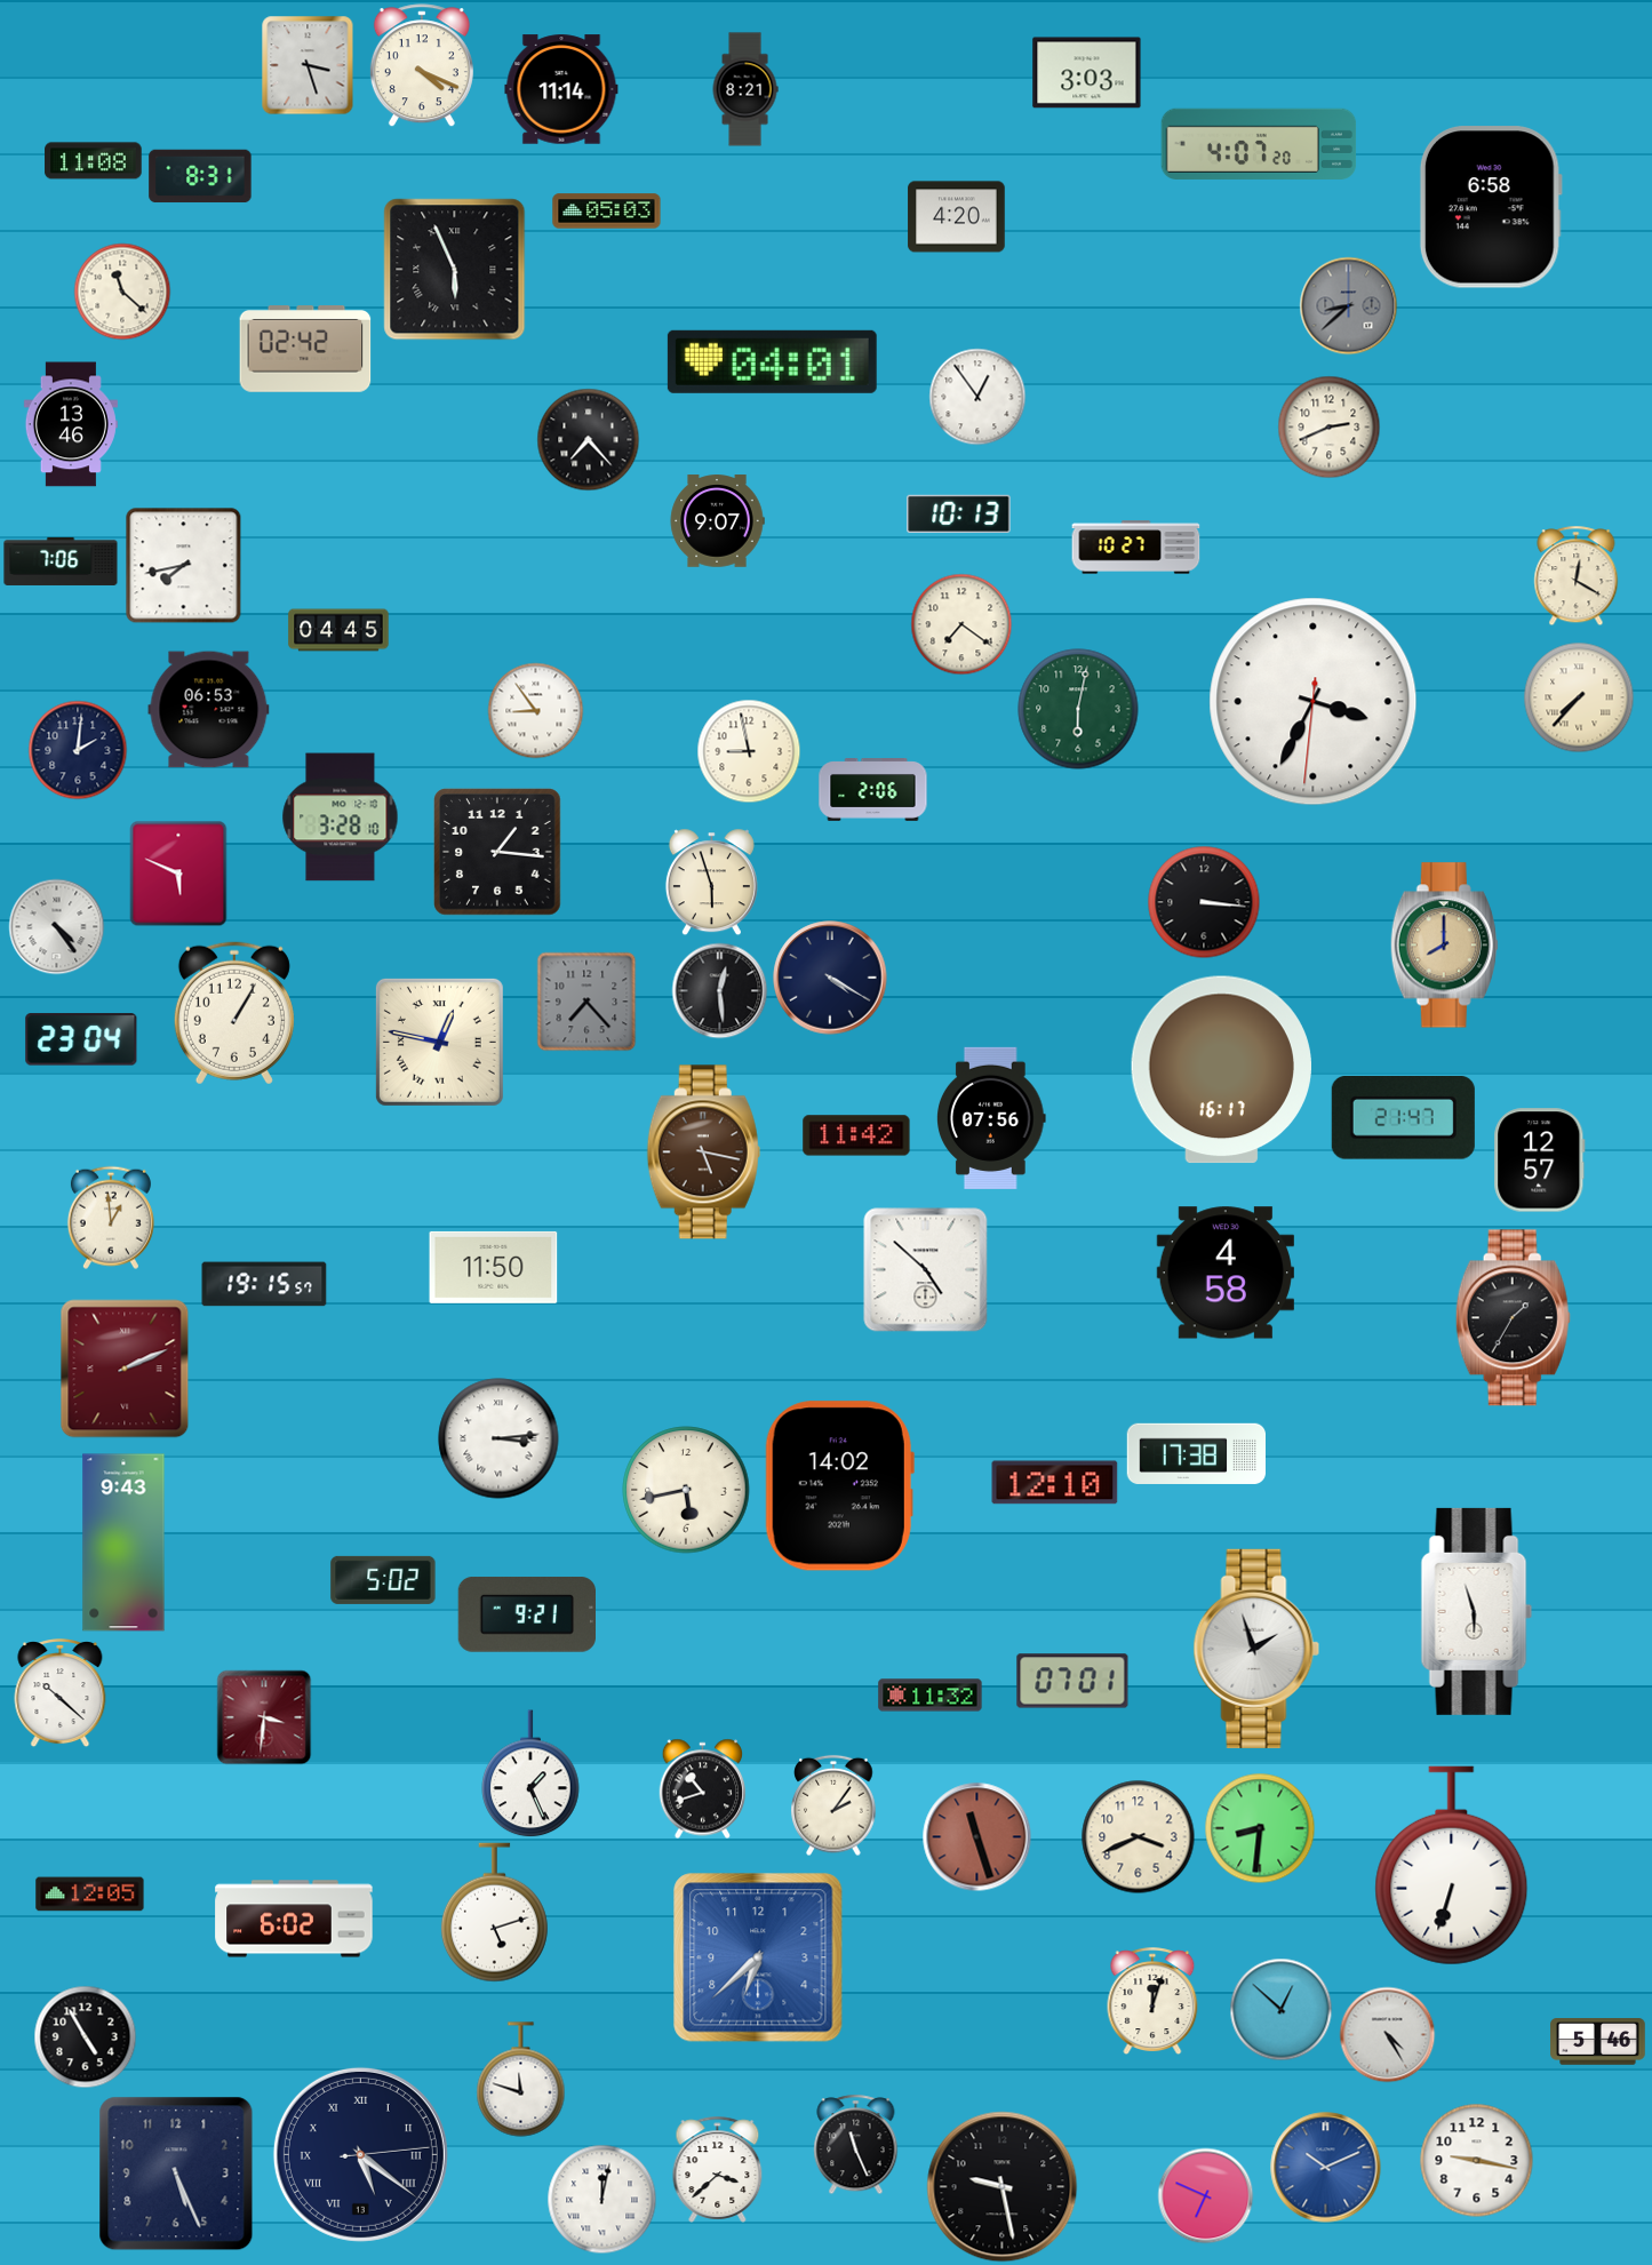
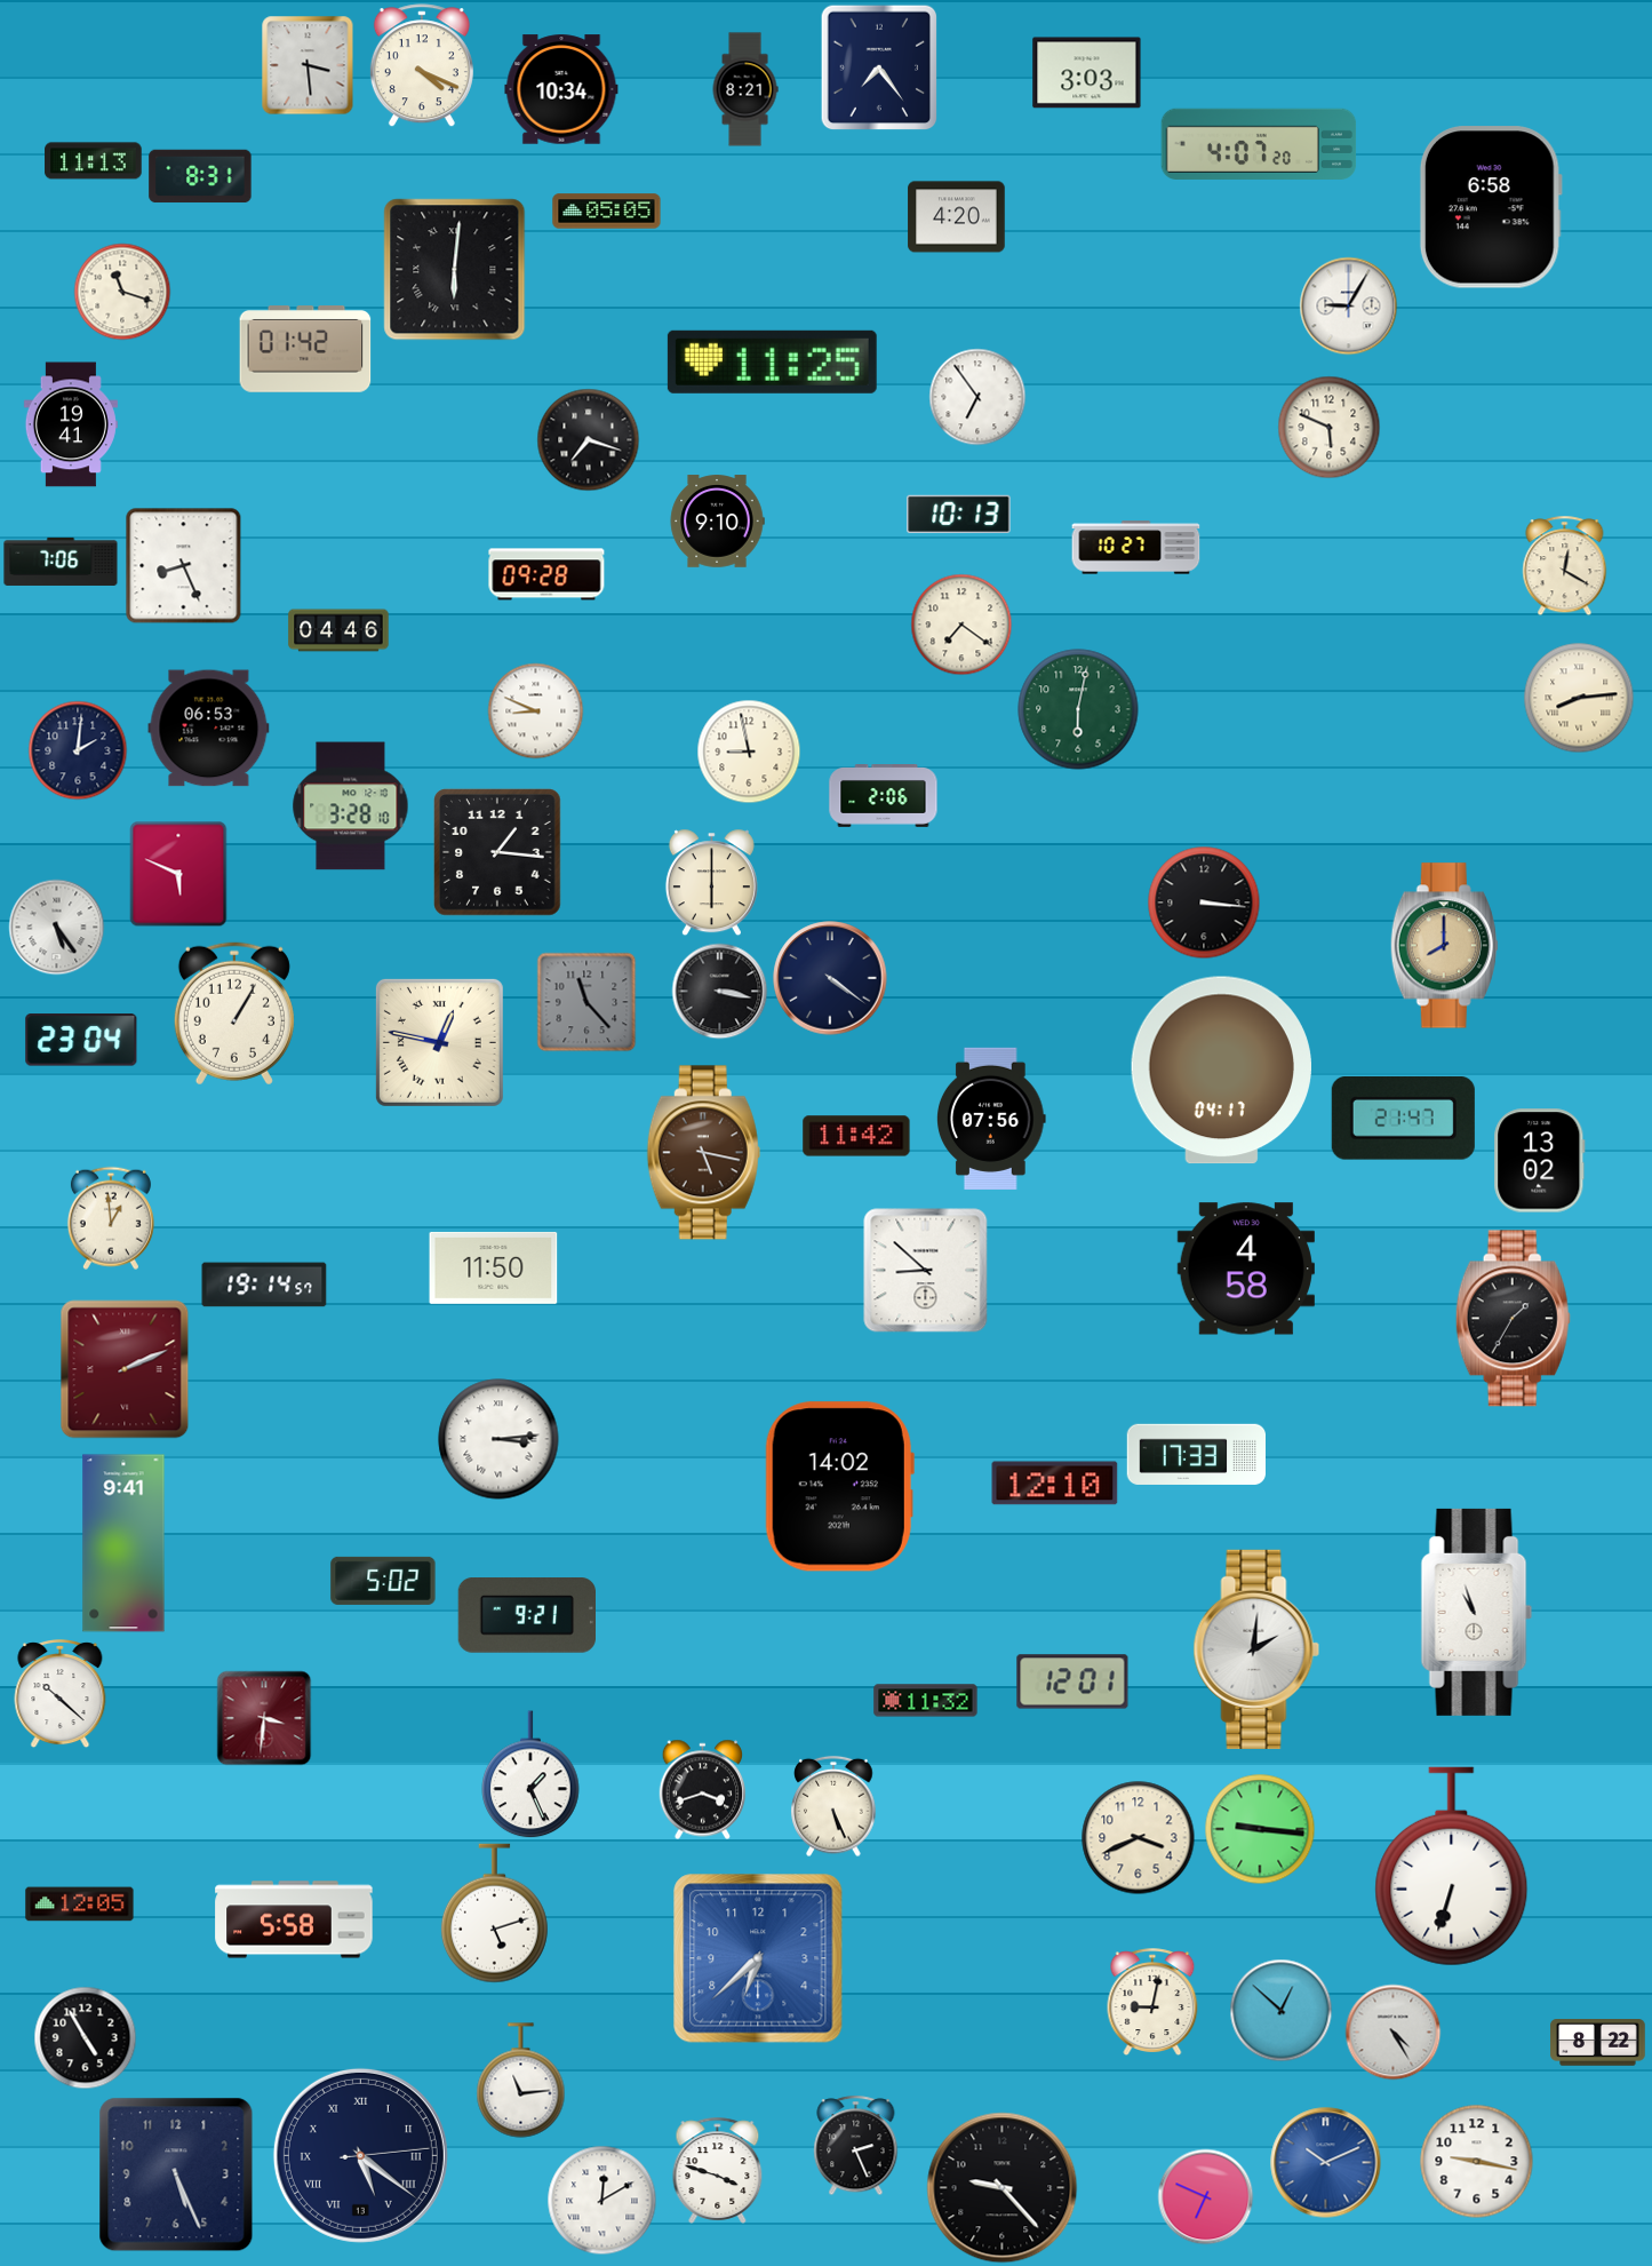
clock at (308, 65): 3:27 -> 3:29
clock at (879, 67): none -> 7:24
clock at (561, 89): 11:14 -> 10:34
clock at (94, 161): 11:08 -> 11:13
clock at (607, 212): 05:03 -> 05:05
clock at (455, 270): 5:56 -> 6:01
clock at (122, 292): 11:22 -> 11:18
clock at (1348, 305): 8:38 -> 9:05
clock at (1348, 305) dial: grey -> white
clock at (305, 350): 02:42 -> 01:42
clock at (772, 361): 04:01 -> 11:25
clock at (977, 397): 12:54 -> 6:54
clock at (71, 424): 13:46 -> 19:41
clock at (1328, 426): 2:41 -> 5:49
clock at (588, 439): 7:23 -> 7:18
clock at (717, 521): 9:07 -> 9:10
clock at (184, 566): 7:43 -> 8:26
clock at (546, 574): none -> 09:28
clock at (1577, 575) position: (1577, 575) -> (1565, 565)
clock at (338, 630): 04:45 -> 04:46
clock at (1579, 697): 7:37 -> 8:14
clock at (1314, 702): 3:34 -> none
clock at (209, 710) position: (209, 710) -> (209, 729)
clock at (535, 710): 8:54 -> 8:49
clock at (873, 790) position: (873, 790) -> (884, 796)
clock at (341, 818) position: (341, 818) -> (351, 806)
clock at (711, 882): 5:57 -> 6:00
clock at (56, 926): 4:24 -> 5:24
clock at (830, 978): 4:20 -> 4:21
clock at (719, 990): 12:29 -> 3:17
clock at (586, 1002): 7:23 -> 11:23
clock at (1221, 1070): 16:17 -> 04:17
clock at (1540, 1161): 12:57 -> 13:02
clock at (926, 1270): 4:52 -> 8:52
clock at (1226, 1273) position: (1226, 1273) -> (1246, 1269)
clock at (264, 1284): 19:15 -> 19:14
clock at (1196, 1453): 17:38 -> 17:33
clock at (686, 1490): 5:43 -> none
clock at (123, 1542): 9:43 -> 9:41
clock at (1477, 1611): 5:57 -> 10:57
clock at (1256, 1649): 1:57 -> 2:01
clock at (1072, 1681): 07:01 -> 12:01
clock at (931, 1696) position: (931, 1696) -> (926, 1701)
clock at (703, 1788): 10:42 -> 3:42
clock at (833, 1805): 2:06 -> 5:26
clock at (1260, 1828): 8:31 -> 9:16
clock at (976, 1836): 11:27 -> none
clock at (90, 1895) position: (90, 1895) -> (80, 1905)
clock at (294, 1919): 6:02 -> 5:58
clock at (1152, 2001): 12:03 -> 9:02
clock at (1387, 2034) position: (1387, 2034) -> (1392, 2032)
clock at (1598, 2042): 5:46 -> 8:22
clock at (521, 2080): 11:48 -> 11:14
clock at (856, 2144): 11:26 -> 2:26
clock at (1326, 2168) position: (1326, 2168) -> (1326, 2163)
clock at (718, 2169): 3:38 -> 3:48
clock at (1003, 2187): 9:28 -> 9:23
clock at (601, 2199): 12:02 -> 12:10
